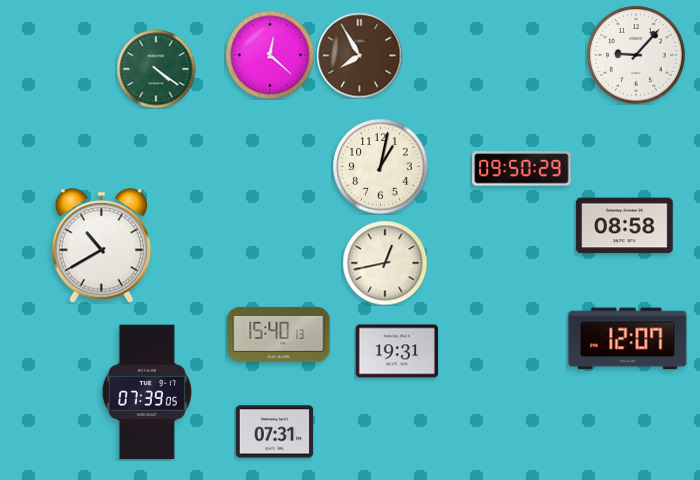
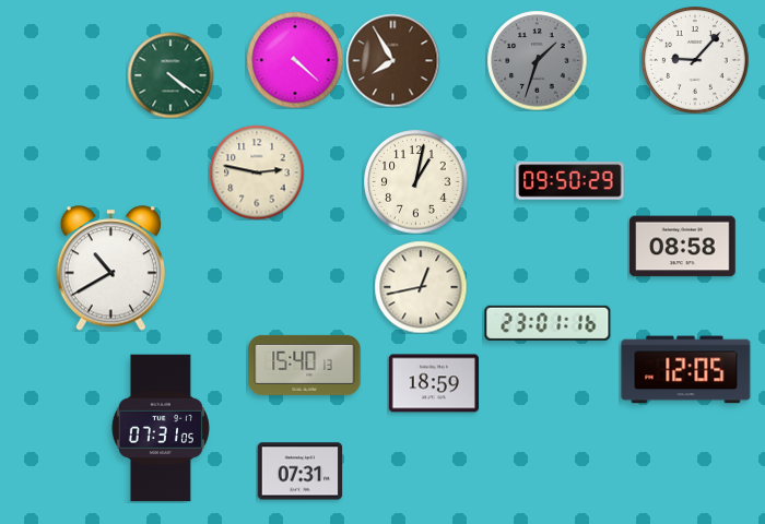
clock at (270, 55): 12:22 -> 4:22
clock at (537, 60): none -> 1:33
clock at (257, 172): none -> 2:47
clock at (522, 169) position: (522, 169) -> (570, 181)
clock at (548, 323): none -> 23:01
clock at (628, 339): 12:07 -> 12:05
clock at (396, 351): 19:31 -> 18:59
clock at (147, 392): 07:39 -> 07:31
